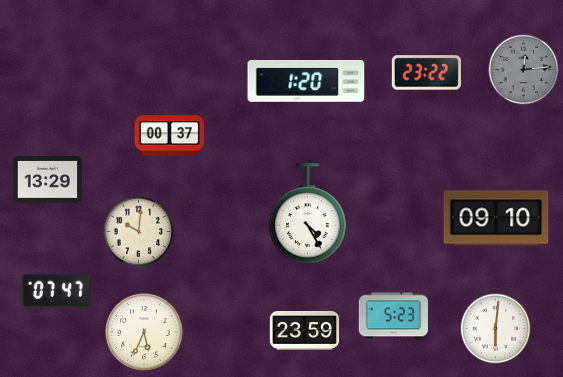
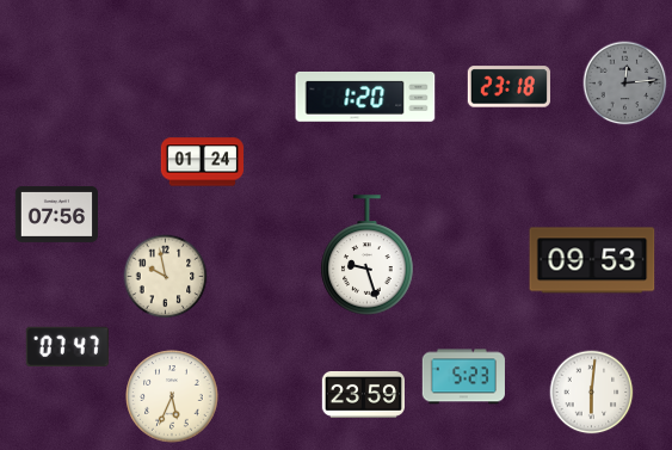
clock at (426, 73): 23:22 -> 23:18
clock at (169, 136): 00:37 -> 01:24
clock at (47, 179): 13:29 -> 07:56
clock at (308, 214): 4:25 -> 9:27
clock at (496, 218): 09:10 -> 09:53
clock at (139, 232): 10:01 -> 9:58
clock at (393, 316) position: (393, 316) -> (463, 377)
